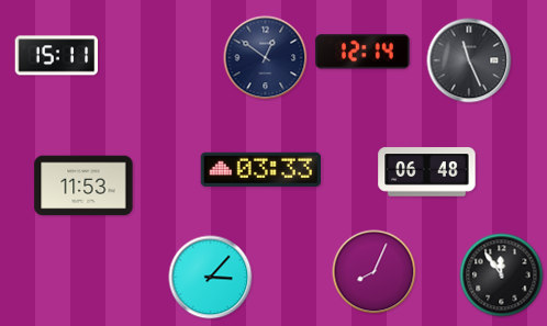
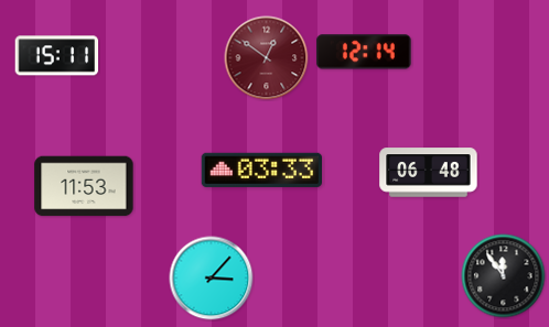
clock at (266, 58) dial: navy -> burgundy
clock at (469, 60): 11:26 -> none
clock at (375, 272): 8:04 -> none
